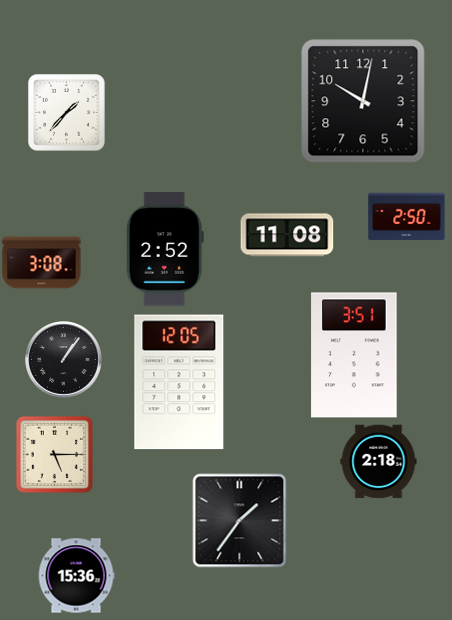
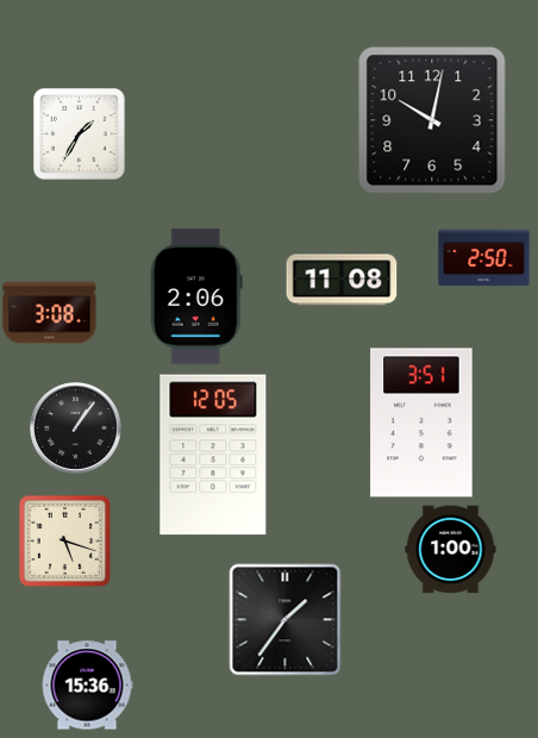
clock at (67, 113): 1:37 -> 1:35
clock at (165, 249): 2:52 -> 2:06
clock at (54, 454): 5:15 -> 5:18
clock at (379, 462): 2:18 -> 1:00
clock at (76, 576) position: (76, 576) -> (87, 686)
